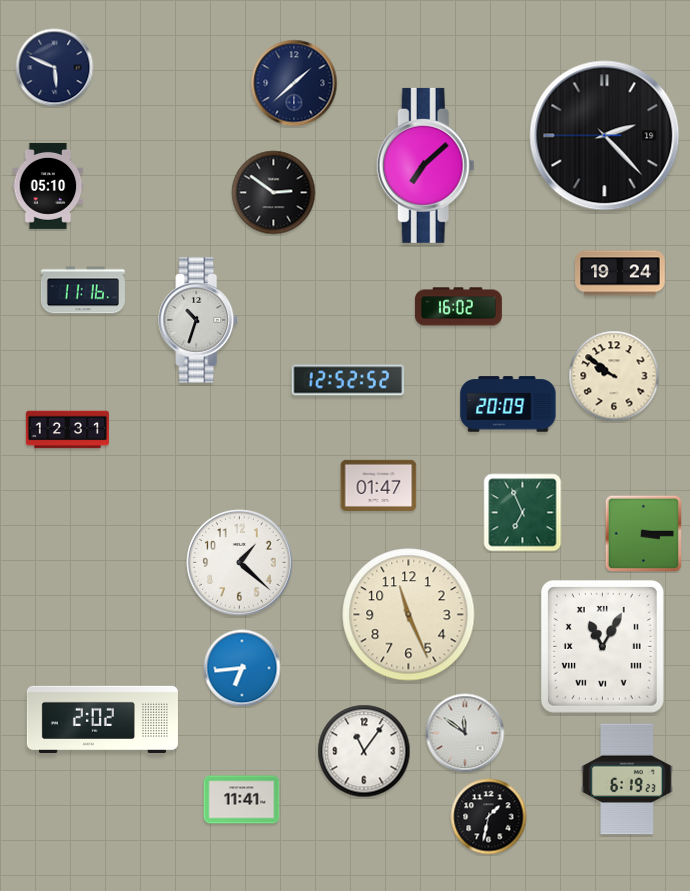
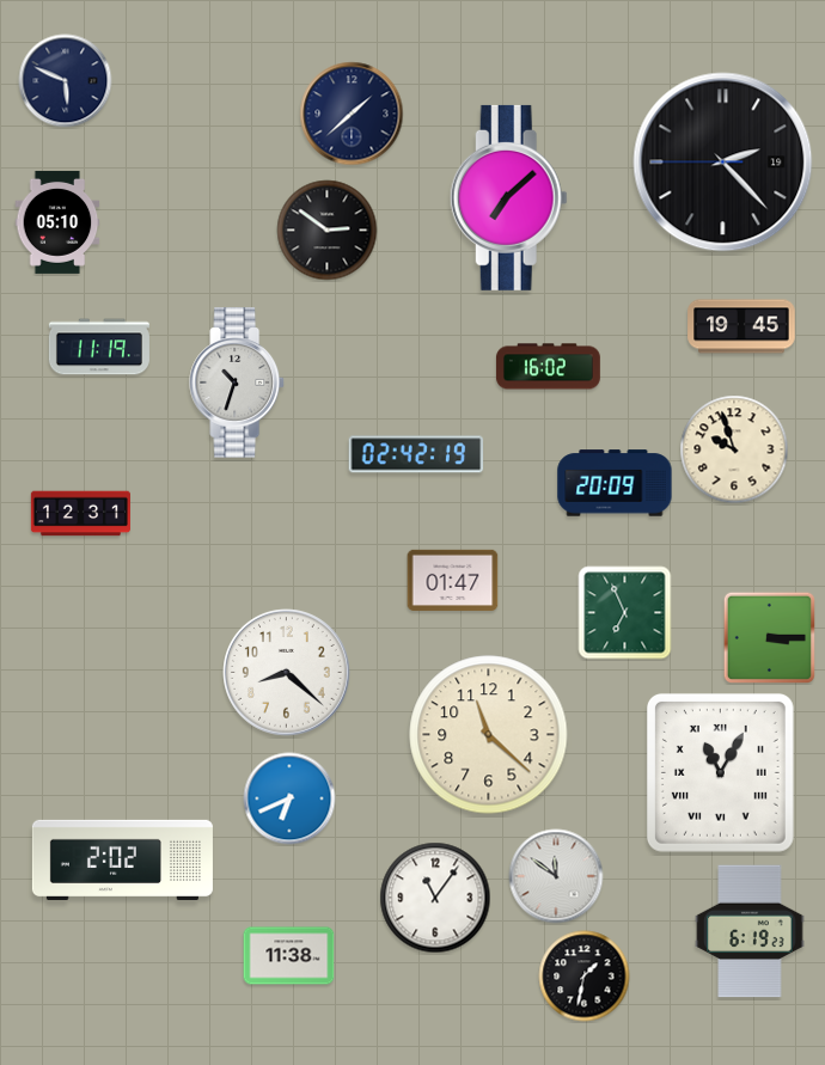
clock at (294, 83) position: (294, 83) -> (352, 114)
clock at (620, 273): 19:24 -> 19:45
clock at (83, 290): 11:16 -> 11:19
clock at (614, 376): 9:51 -> 9:57
clock at (348, 380): 12:52 -> 02:42
clock at (508, 404) position: (508, 404) -> (615, 483)
clock at (240, 563): 1:22 -> 8:22
clock at (409, 615): 11:26 -> 11:22
clock at (242, 668): 6:44 -> 6:41
clock at (242, 800): 11:41 -> 11:38
